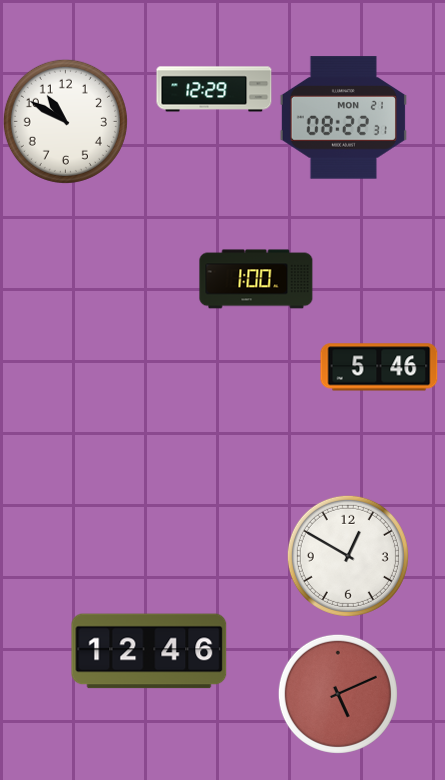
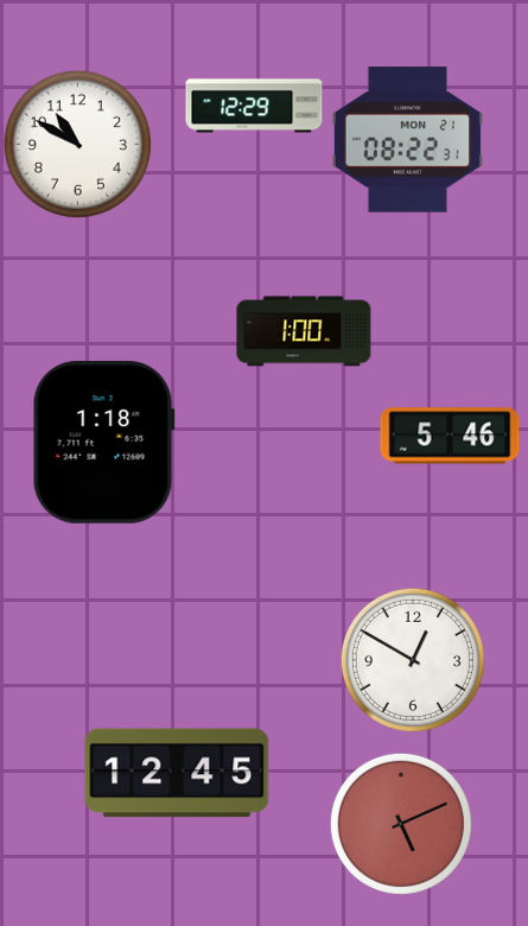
clock at (103, 442): none -> 1:18
clock at (149, 651): 12:46 -> 12:45
